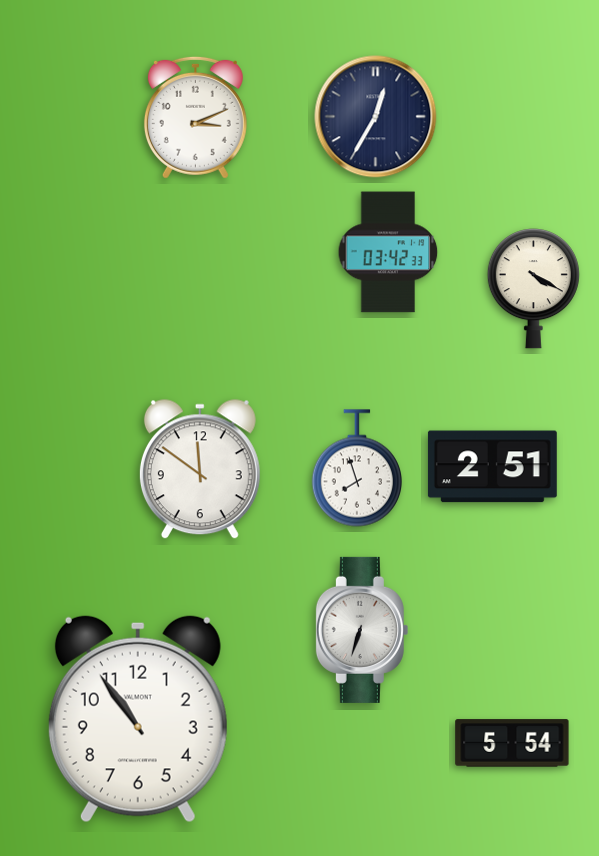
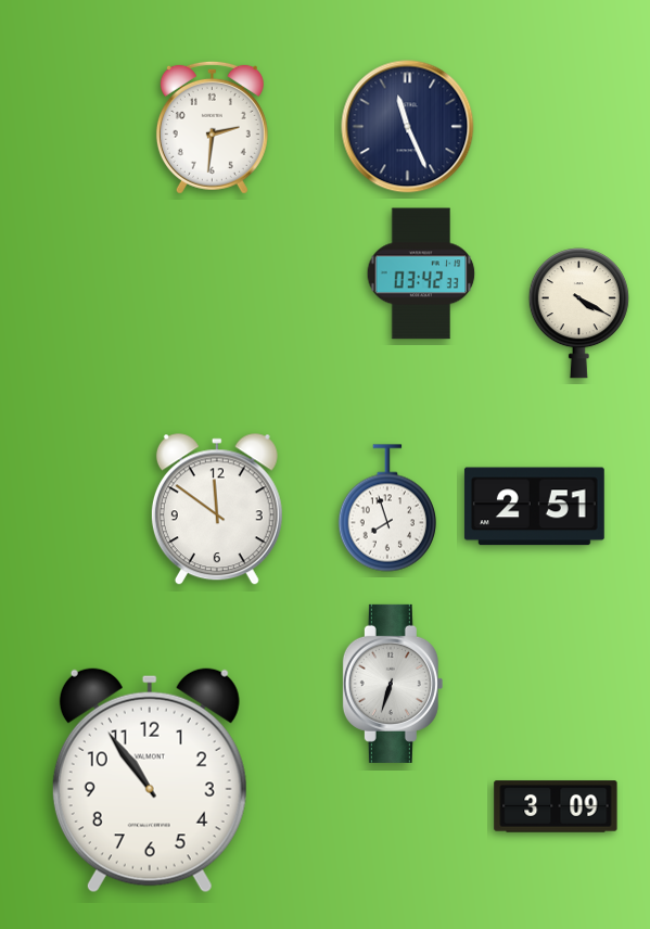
clock at (195, 117): 3:11 -> 2:31
clock at (376, 117): 12:35 -> 11:26
clock at (512, 743): 5:54 -> 3:09
